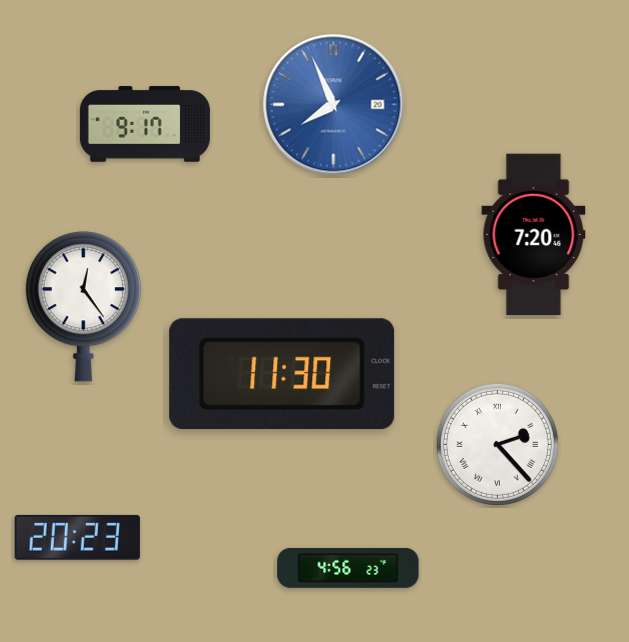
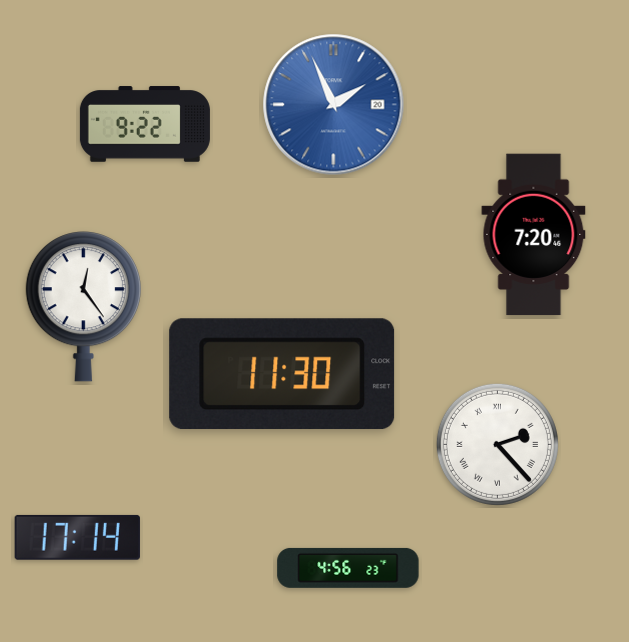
clock at (334, 105): 7:56 -> 1:56
clock at (145, 124): 9:17 -> 9:22
clock at (77, 537): 20:23 -> 17:14
